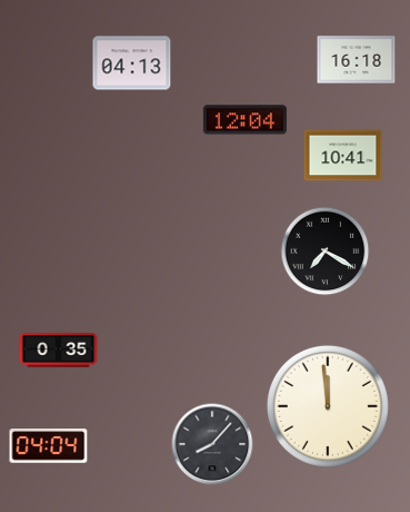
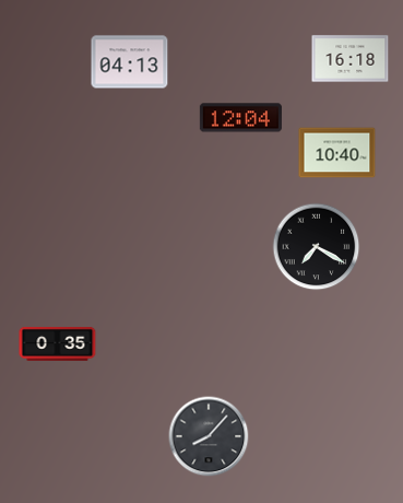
clock at (343, 156): 10:41 -> 10:40
clock at (326, 252) position: (326, 252) -> (317, 247)
clock at (328, 406): 11:59 -> none
clock at (49, 446): 04:04 -> none
